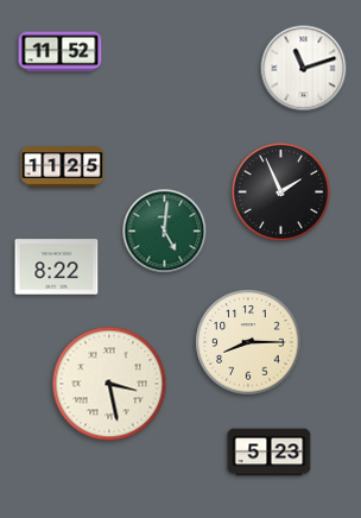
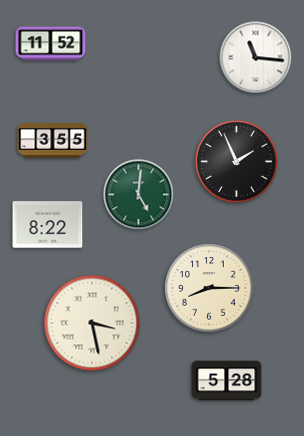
clock at (304, 69): 11:12 -> 11:16
clock at (63, 168): 11:25 -> 3:55
clock at (270, 453): 5:23 -> 5:28
